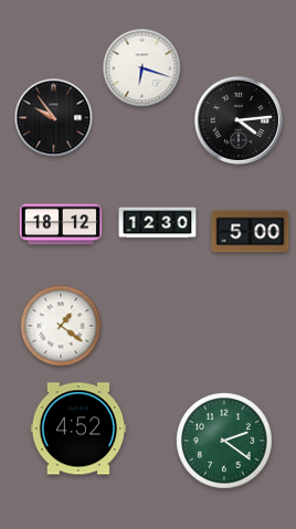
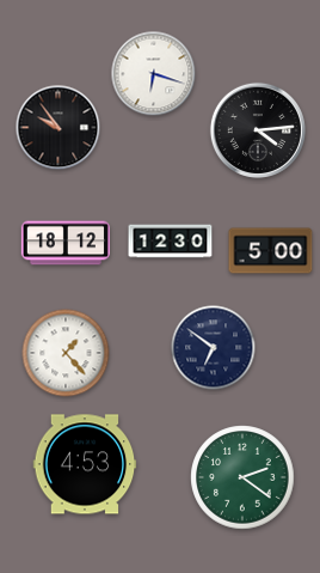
clock at (214, 348): none -> 6:51
clock at (61, 326): 1:21 -> 1:23
clock at (78, 429): 4:52 -> 4:53
